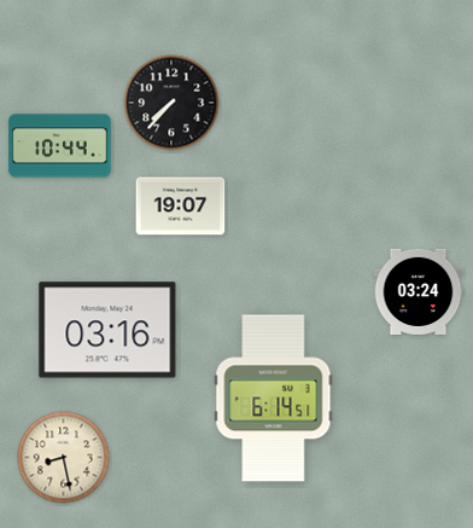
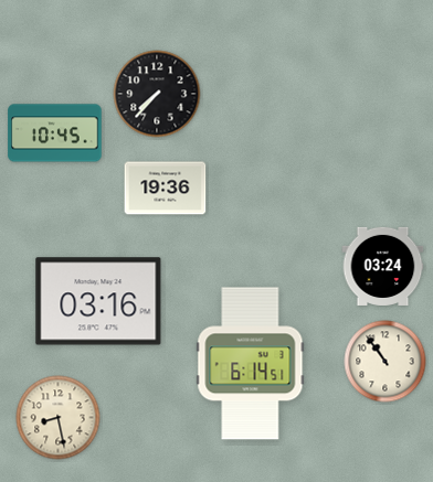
clock at (60, 146): 10:44 -> 10:45
clock at (181, 207): 19:07 -> 19:36
clock at (386, 362): none -> 10:54
